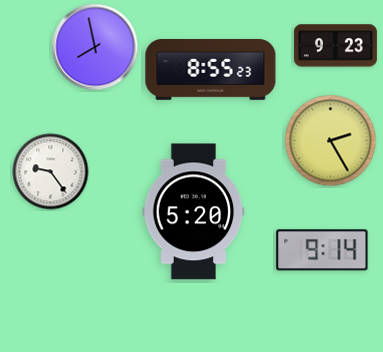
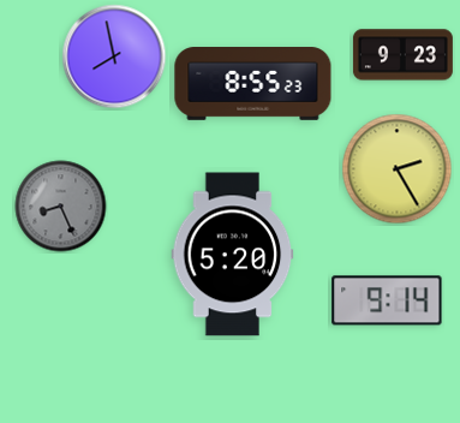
clock at (51, 172): 9:24 -> 8:26
clock at (51, 172) dial: white -> grey
